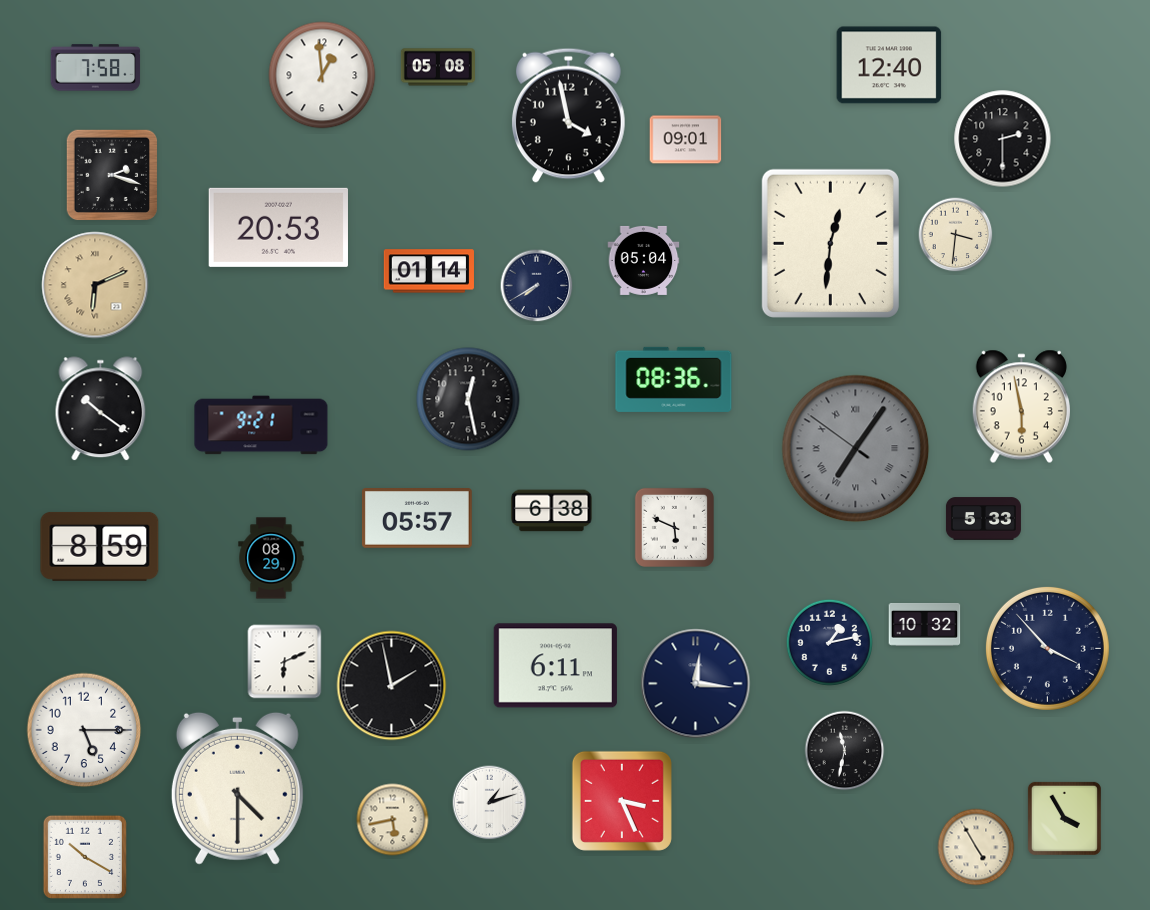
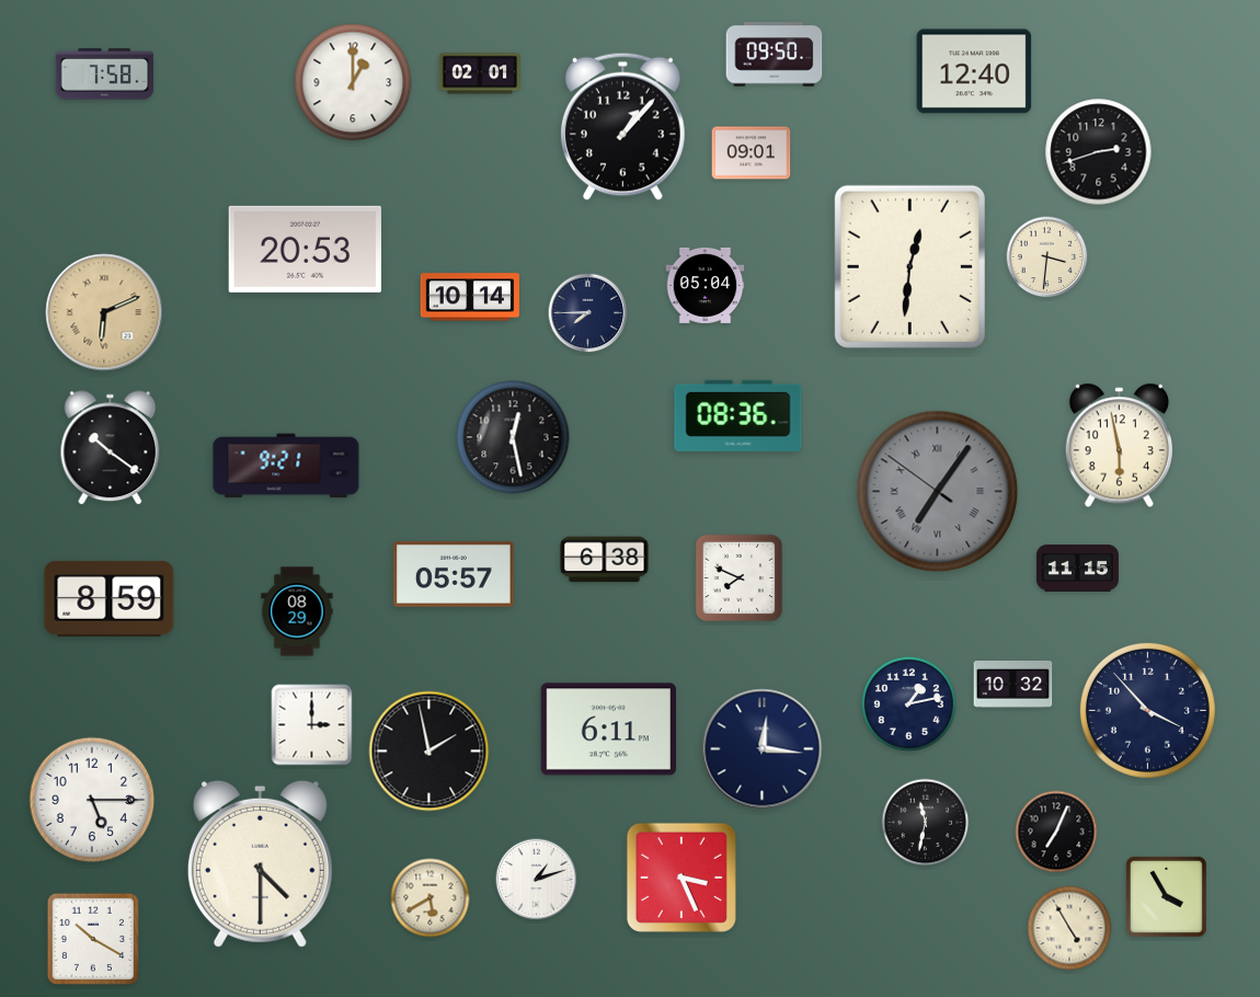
clock at (775, 55): none -> 09:50
clock at (438, 67): 05:08 -> 02:01
clock at (322, 75): 12:59 -> 1:00
clock at (568, 115): 3:58 -> 1:07
clock at (1003, 139): 2:30 -> 2:42
clock at (112, 175): 2:18 -> none
clock at (429, 271): 01:14 -> 10:14
clock at (537, 286): 7:40 -> 7:45
clock at (417, 518) position: (417, 518) -> (454, 574)
clock at (983, 519): 5:33 -> 11:15
clock at (674, 527): 5:49 -> 7:49
clock at (285, 662): 6:11 -> 3:00
clock at (1056, 832): none -> 7:04
clock at (393, 820): 5:43 -> 5:40
